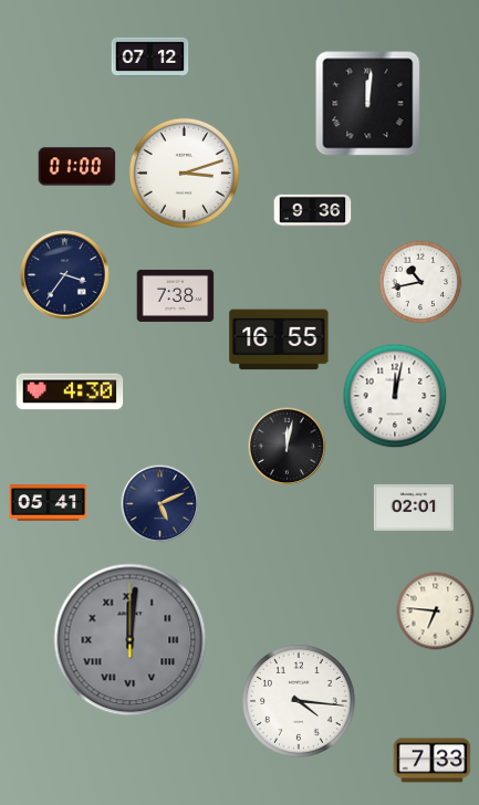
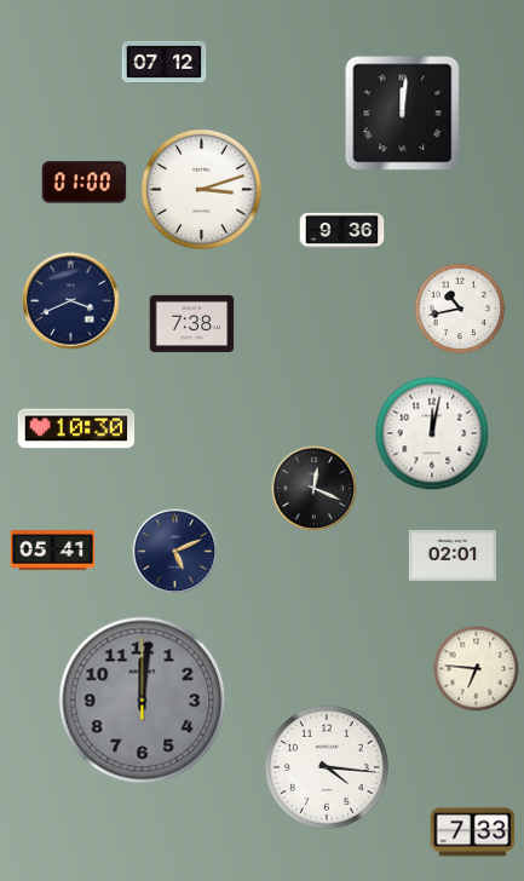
clock at (65, 275): 3:36 -> 3:41
clock at (279, 339): 16:55 -> none
clock at (70, 391): 4:30 -> 10:30
clock at (288, 447): 12:02 -> 12:19
clock at (131, 640) numerals: Roman -> Arabic
